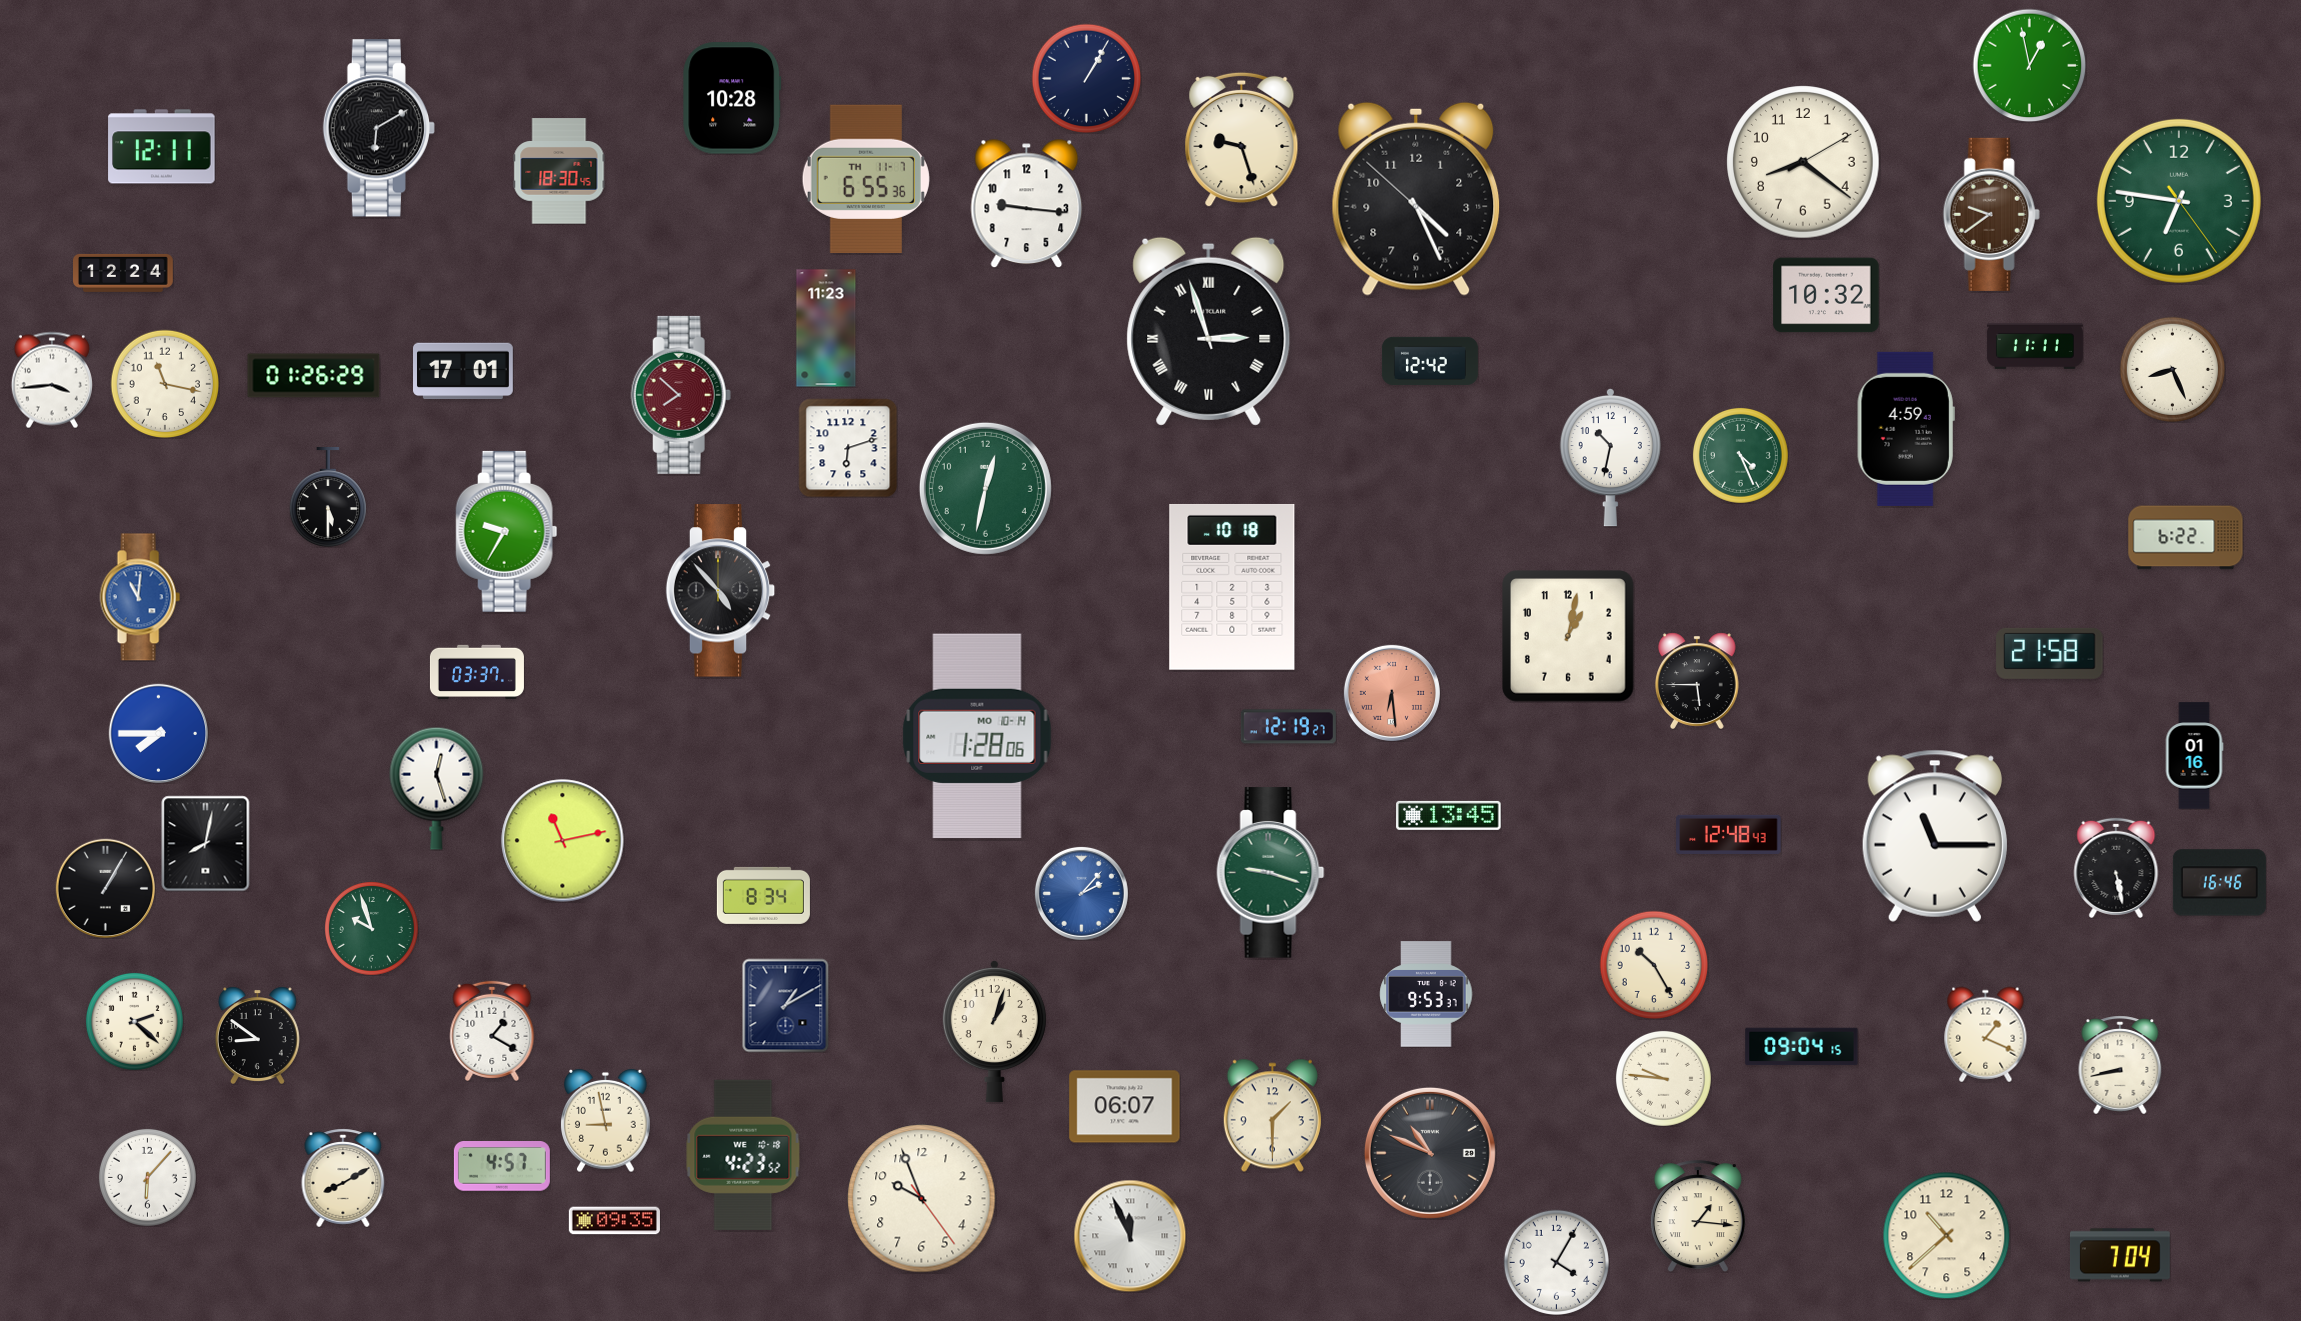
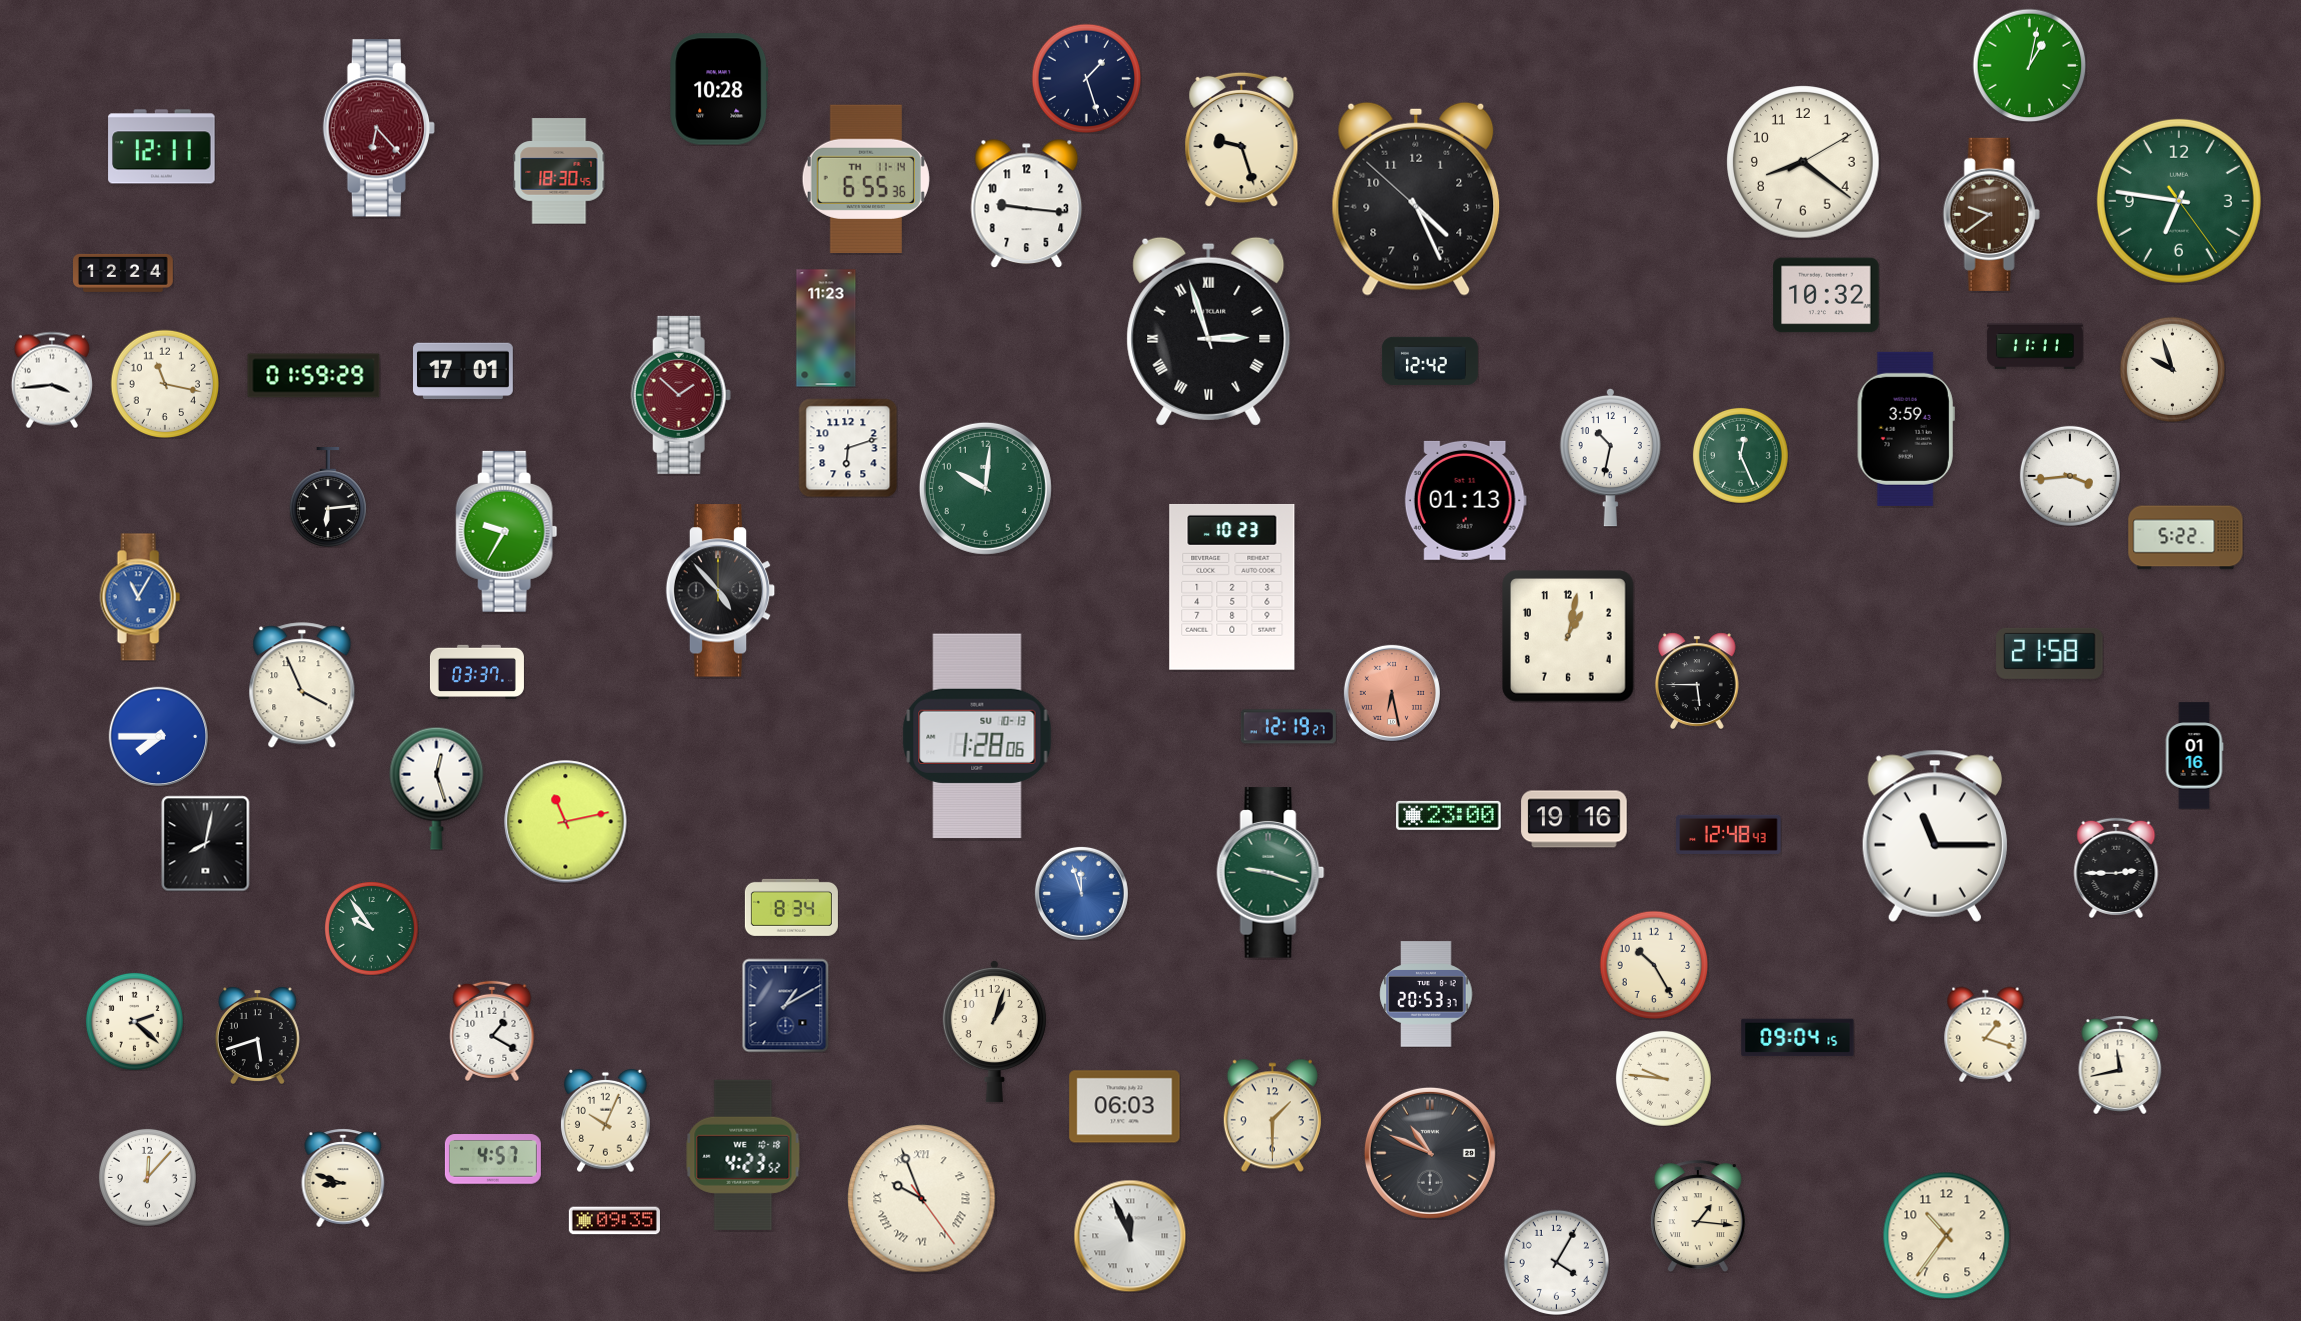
clock at (2029, 65): 12:58 -> 1:02
clock at (1086, 78): 1:05 -> 1:27
clock at (732, 98) position: (732, 98) -> (719, 89)
clock at (379, 128): 6:10 -> 6:23
clock at (379, 128) dial: black -> burgundy
clock at (866, 179) date: TH 11-7 -> TH 11-14
clock at (2172, 369): 8:26 -> 9:57
clock at (314, 376): 01:26 -> 01:59
clock at (681, 395): 7:52 -> 1:52
clock at (1906, 429): 4:59 -> 3:59
clock at (1740, 455): 4:26 -> 12:26
clock at (2070, 476): none -> 3:44
clock at (985, 488): 12:32 -> 10:01
clock at (328, 497): 5:30 -> 6:14
clock at (1465, 500): none -> 01:13
clock at (2186, 538): 6:22 -> 5:22
clock at (1232, 587): 10:18 -> 10:23
clock at (140, 597): 11:01 -> 11:05
clock at (302, 685): none -> 3:56
clock at (1392, 693): 6:29 -> 6:28
clock at (158, 733) position: (158, 733) -> (158, 736)
clock at (977, 736) date: MO 10-14 -> SU 10-13
clock at (1449, 815): 13:45 -> 23:00
clock at (1574, 819): none -> 19:16
clock at (563, 841) position: (563, 841) -> (566, 822)
clock at (2116, 868): 5:28 -> 2:45
clock at (2219, 883): 16:46 -> none
clock at (105, 888): 1:05 -> none
clock at (1081, 893): 2:07 -> 11:57
clock at (763, 895) position: (763, 895) -> (791, 907)
clock at (372, 929): 9:57 -> 9:54
clock at (1426, 994): 9:53 -> 20:53
clock at (1986, 1034): 1:19 -> 1:18
clock at (257, 1035): 8:51 -> 5:42
clock at (1802, 1047) position: (1802, 1047) -> (1798, 1038)
clock at (2120, 1065): 8:43 -> 11:43
clock at (1125, 1107): 06:07 -> 06:03
clock at (606, 1120): 8:58 -> 10:04
clock at (502, 1167) position: (502, 1167) -> (493, 1160)
clock at (147, 1177): 6:07 -> 12:07
clock at (343, 1178): 8:10 -> 8:48
clock at (922, 1199) numerals: Arabic -> Roman
clock at (1946, 1235): 10:38 -> 10:36
clock at (2120, 1255): 7:04 -> none
